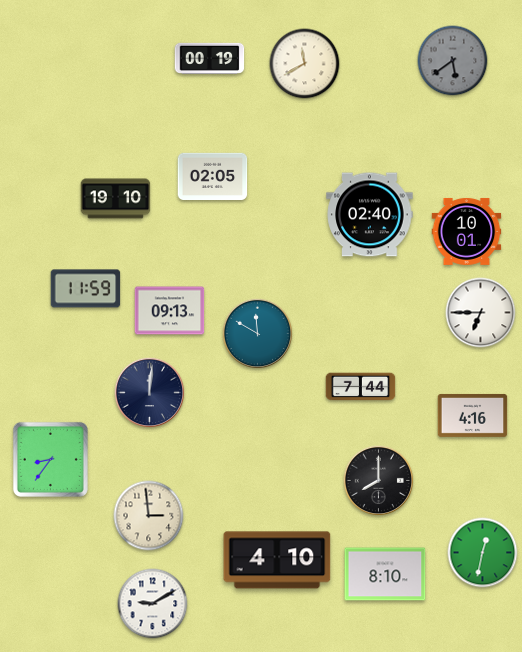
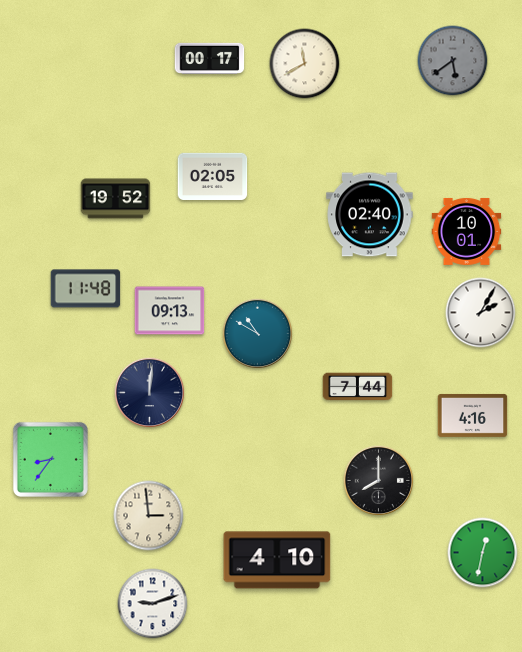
clock at (210, 58): 00:19 -> 00:17
clock at (116, 199): 19:10 -> 19:52
clock at (86, 289): 11:59 -> 11:48
clock at (481, 313): 6:45 -> 2:05
clock at (258, 334): 11:50 -> 10:50
clock at (361, 387) position: (361, 387) -> (358, 387)
clock at (385, 574): 8:10 -> none
clock at (153, 604): 9:10 -> 9:12
